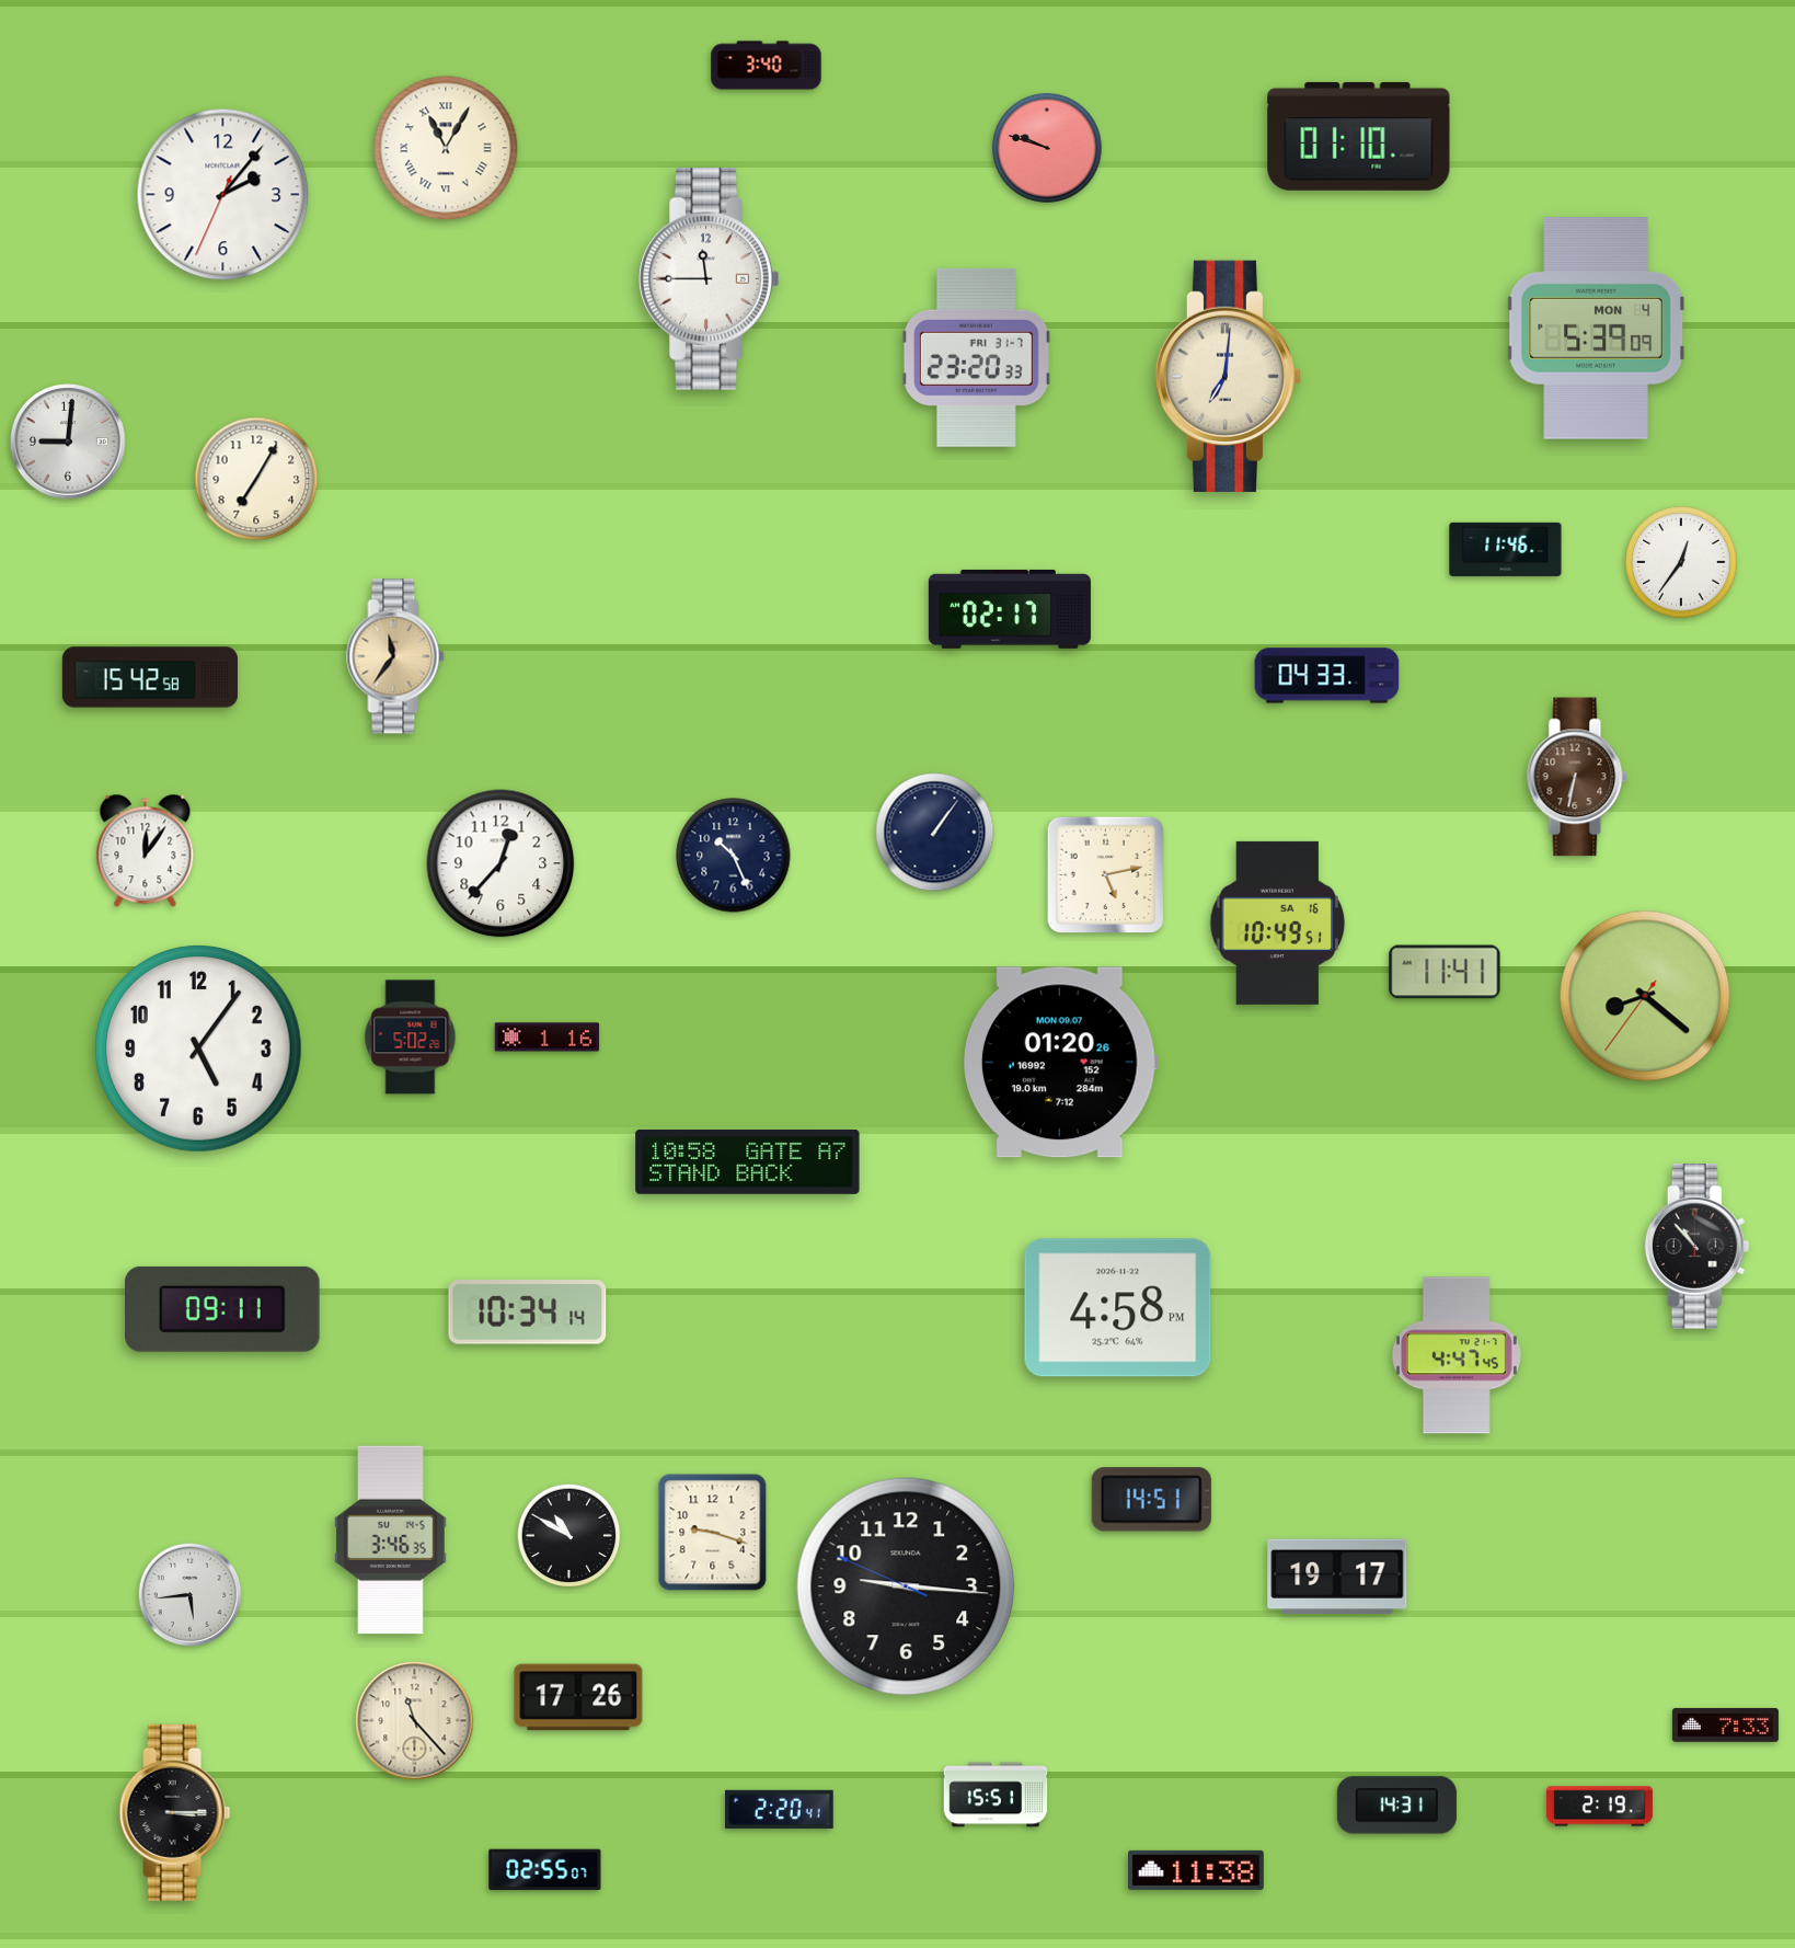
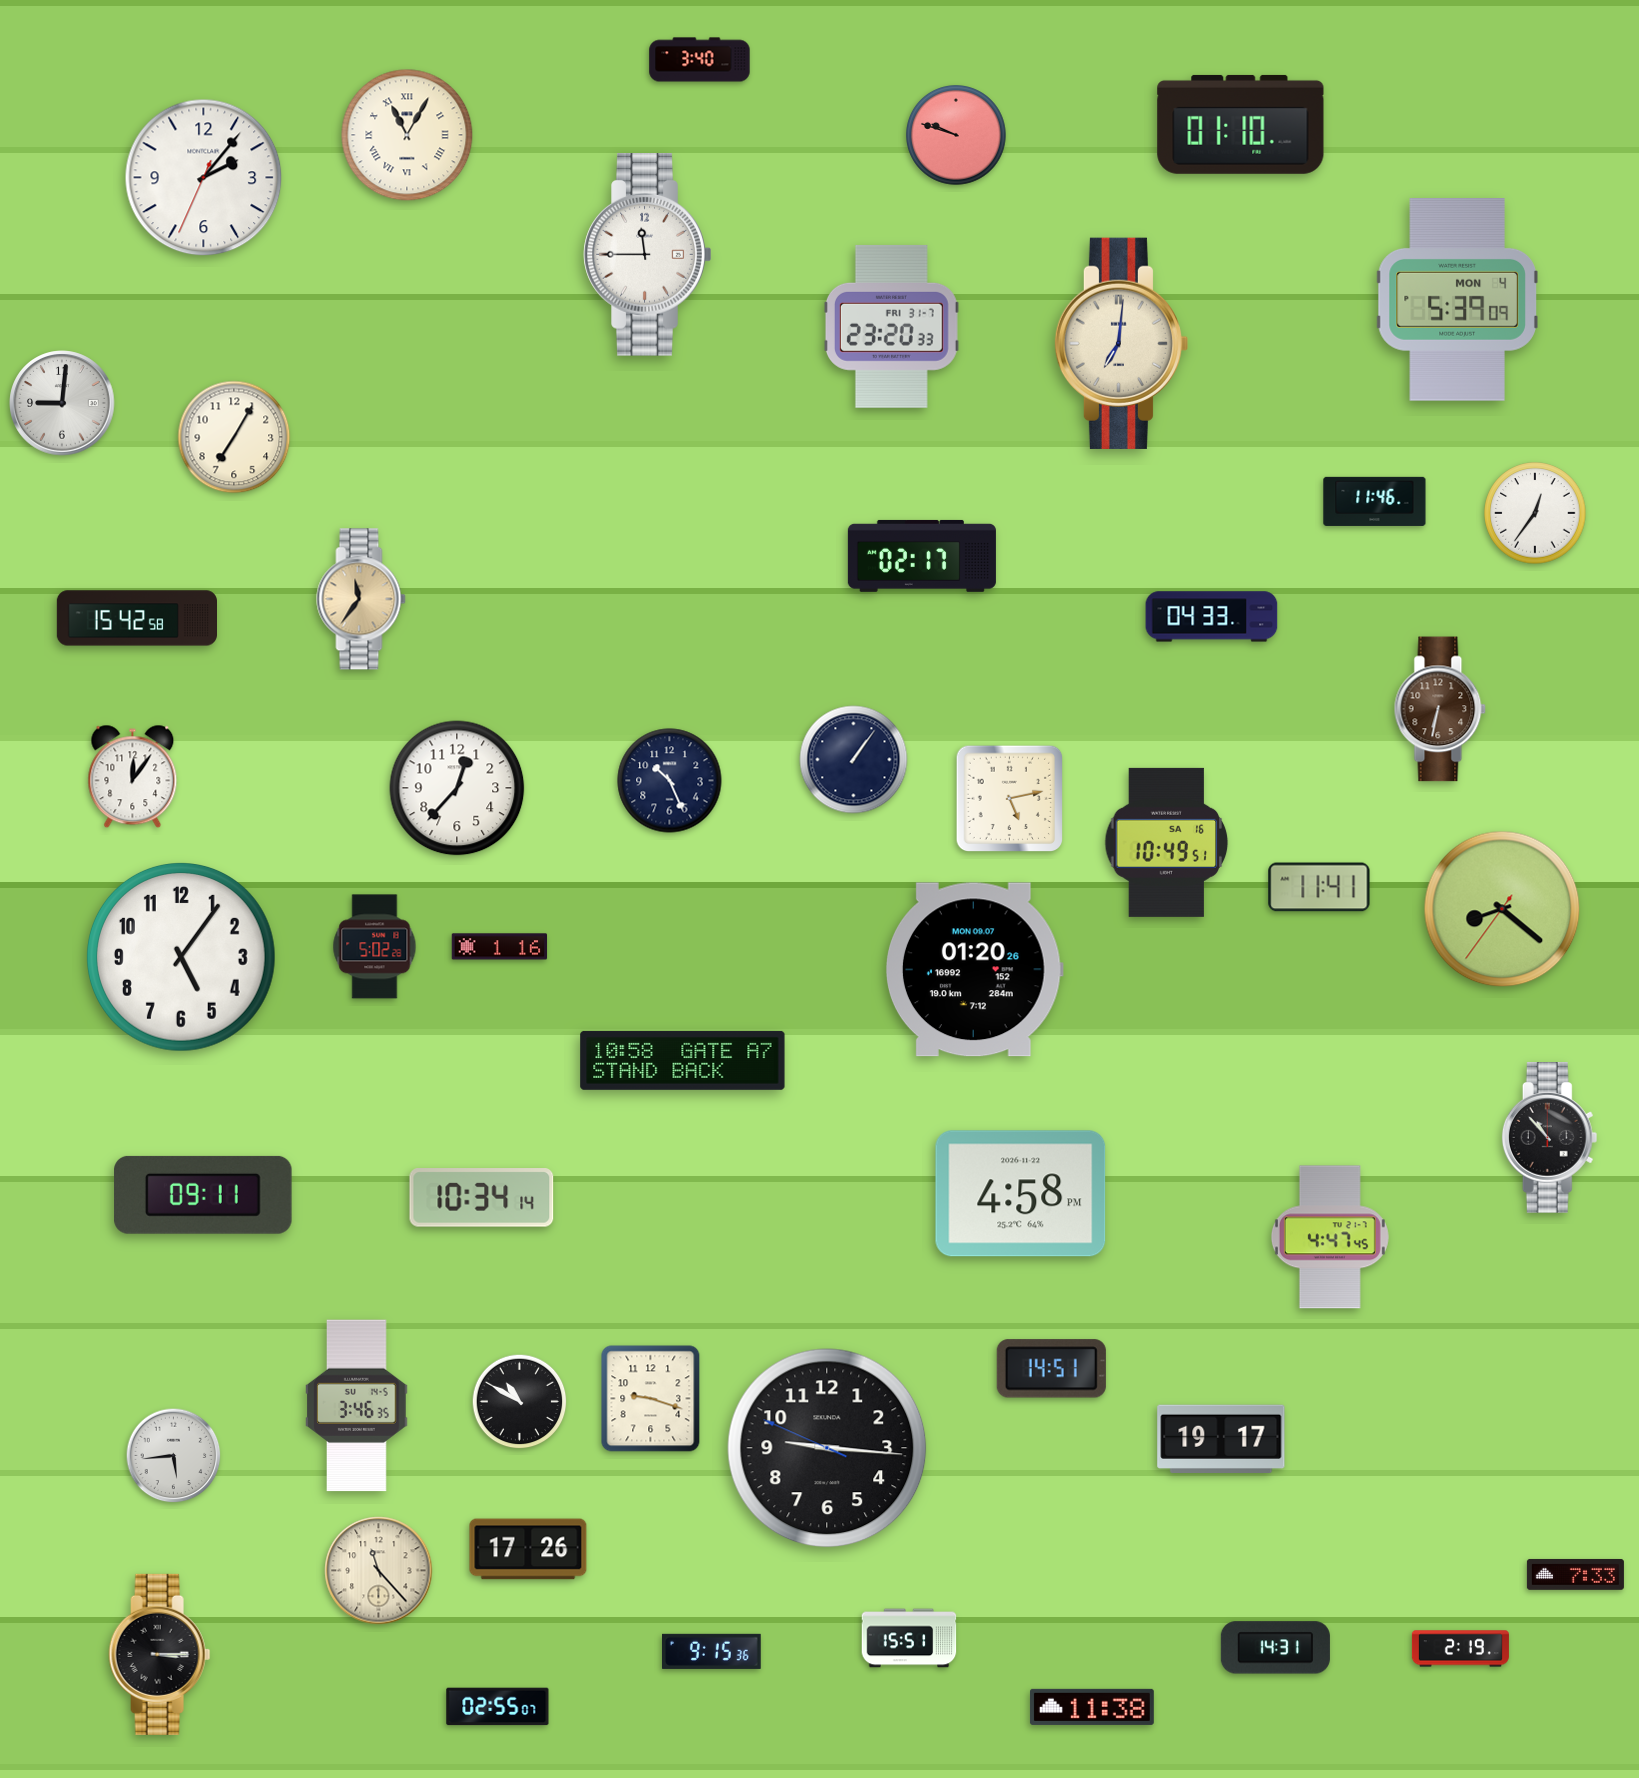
clock at (1060, 1063) position: (1060, 1063) -> (974, 970)
clock at (780, 1809): 2:20 -> 9:15
